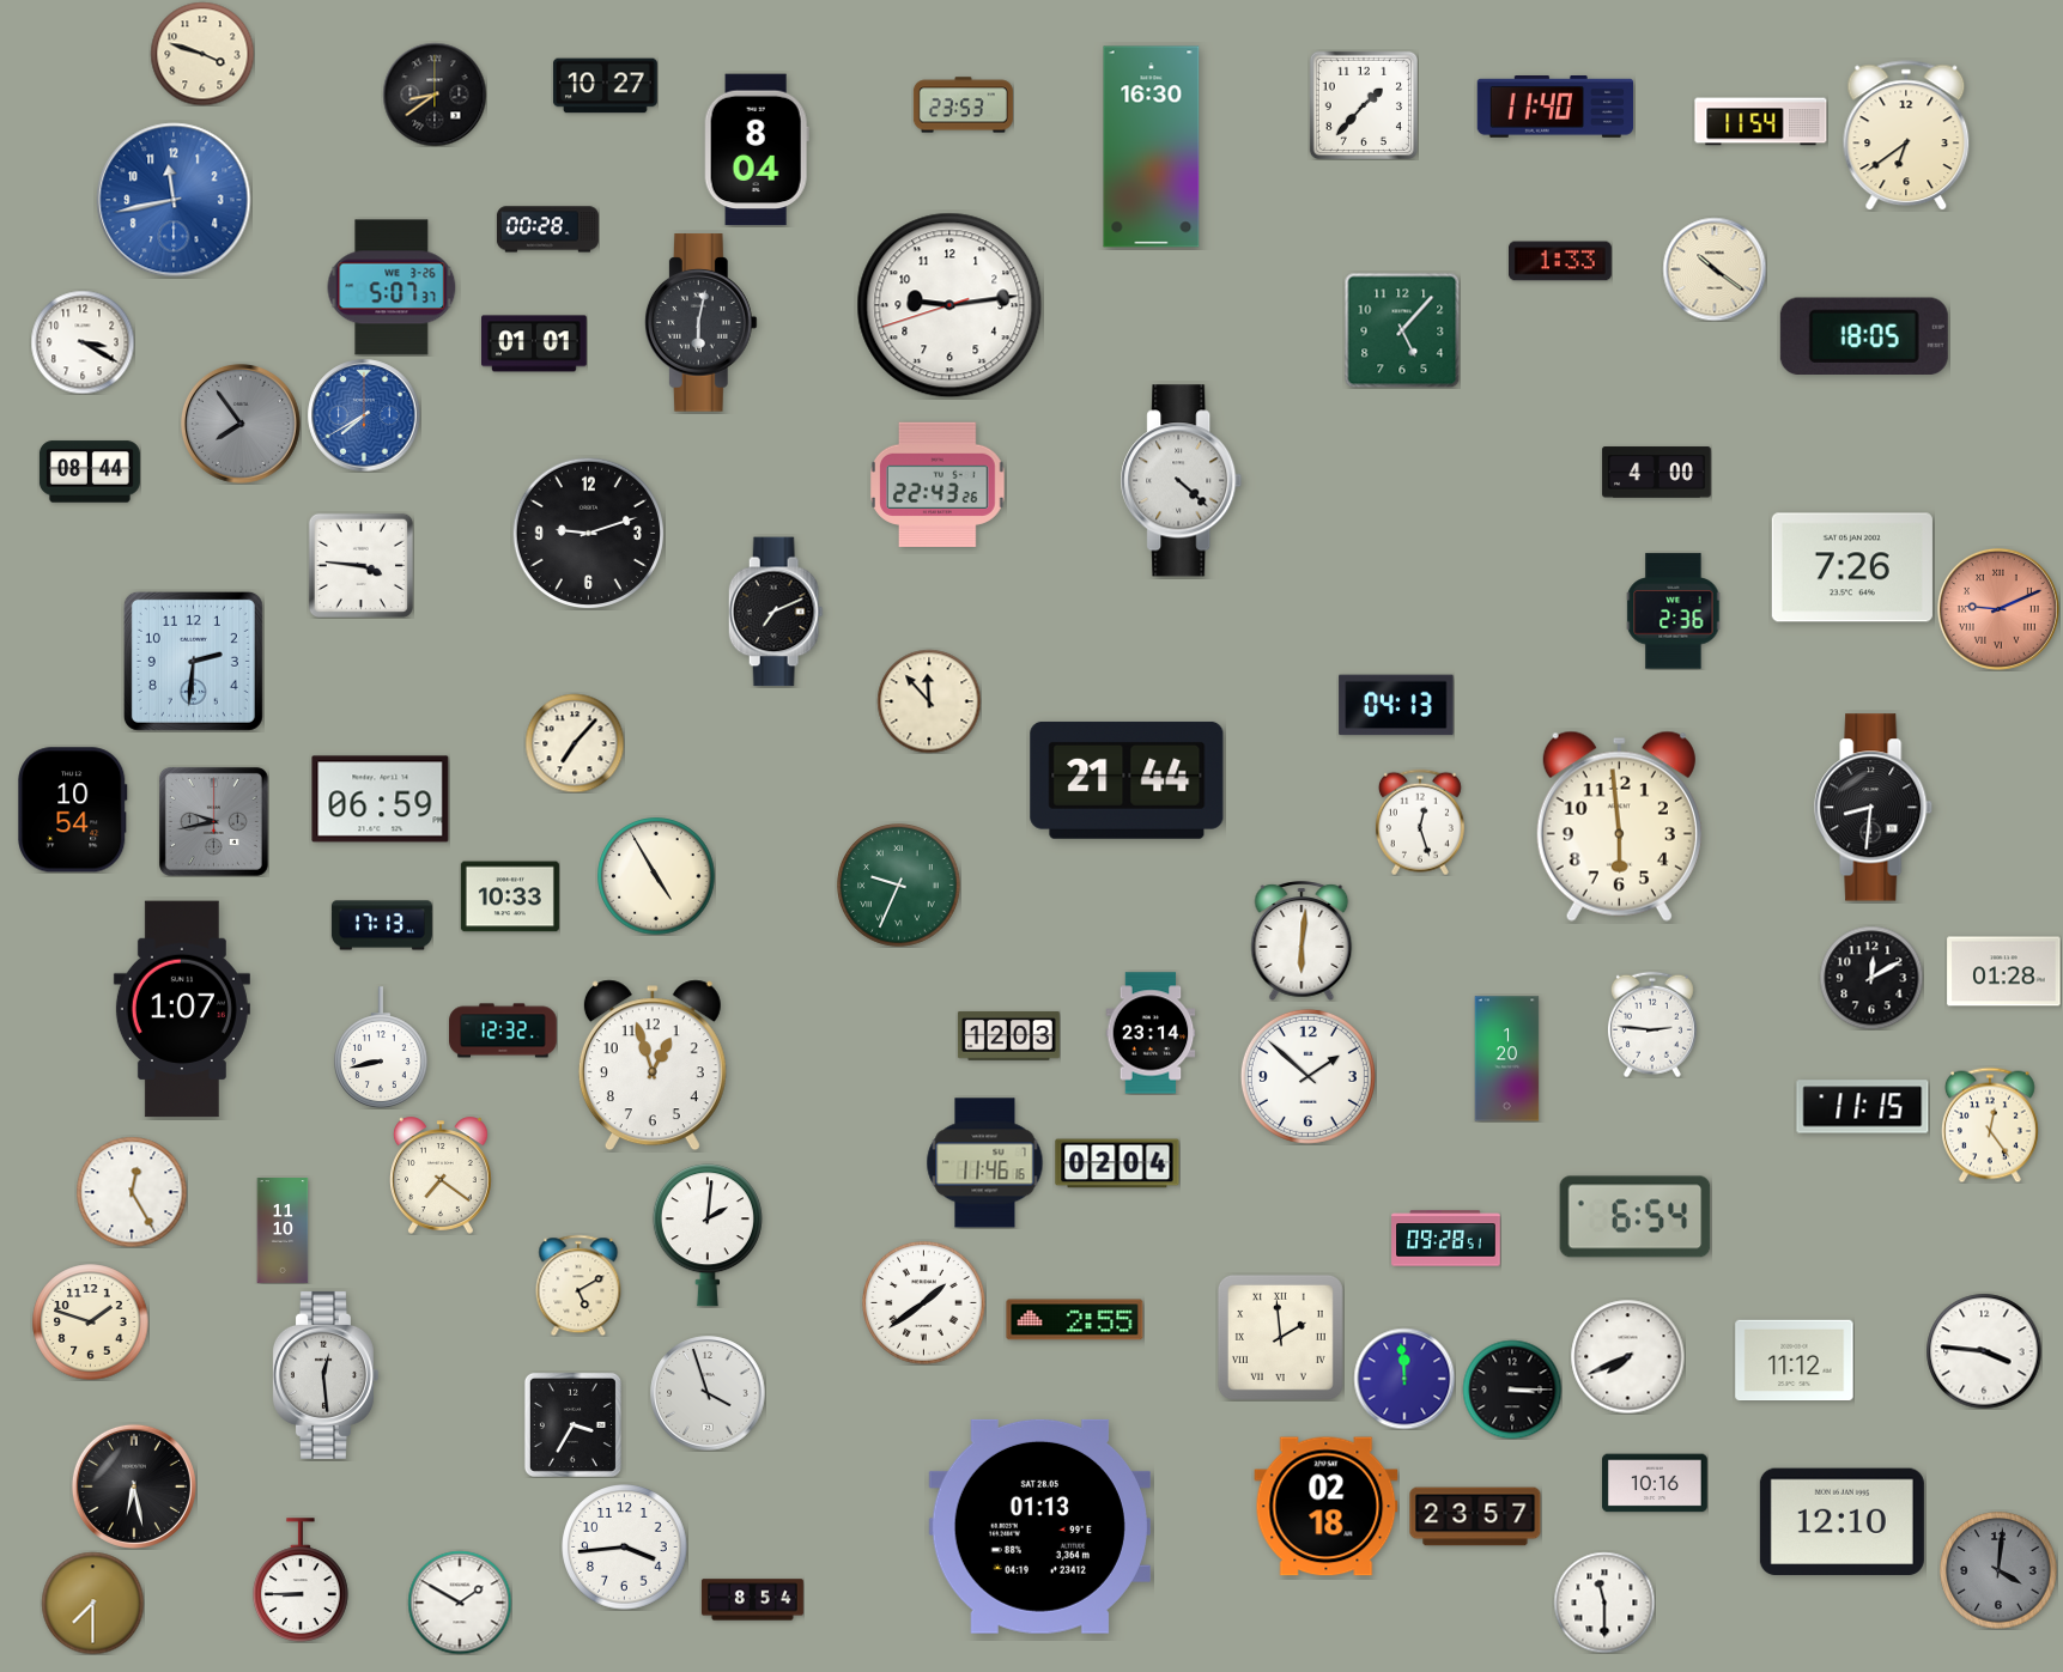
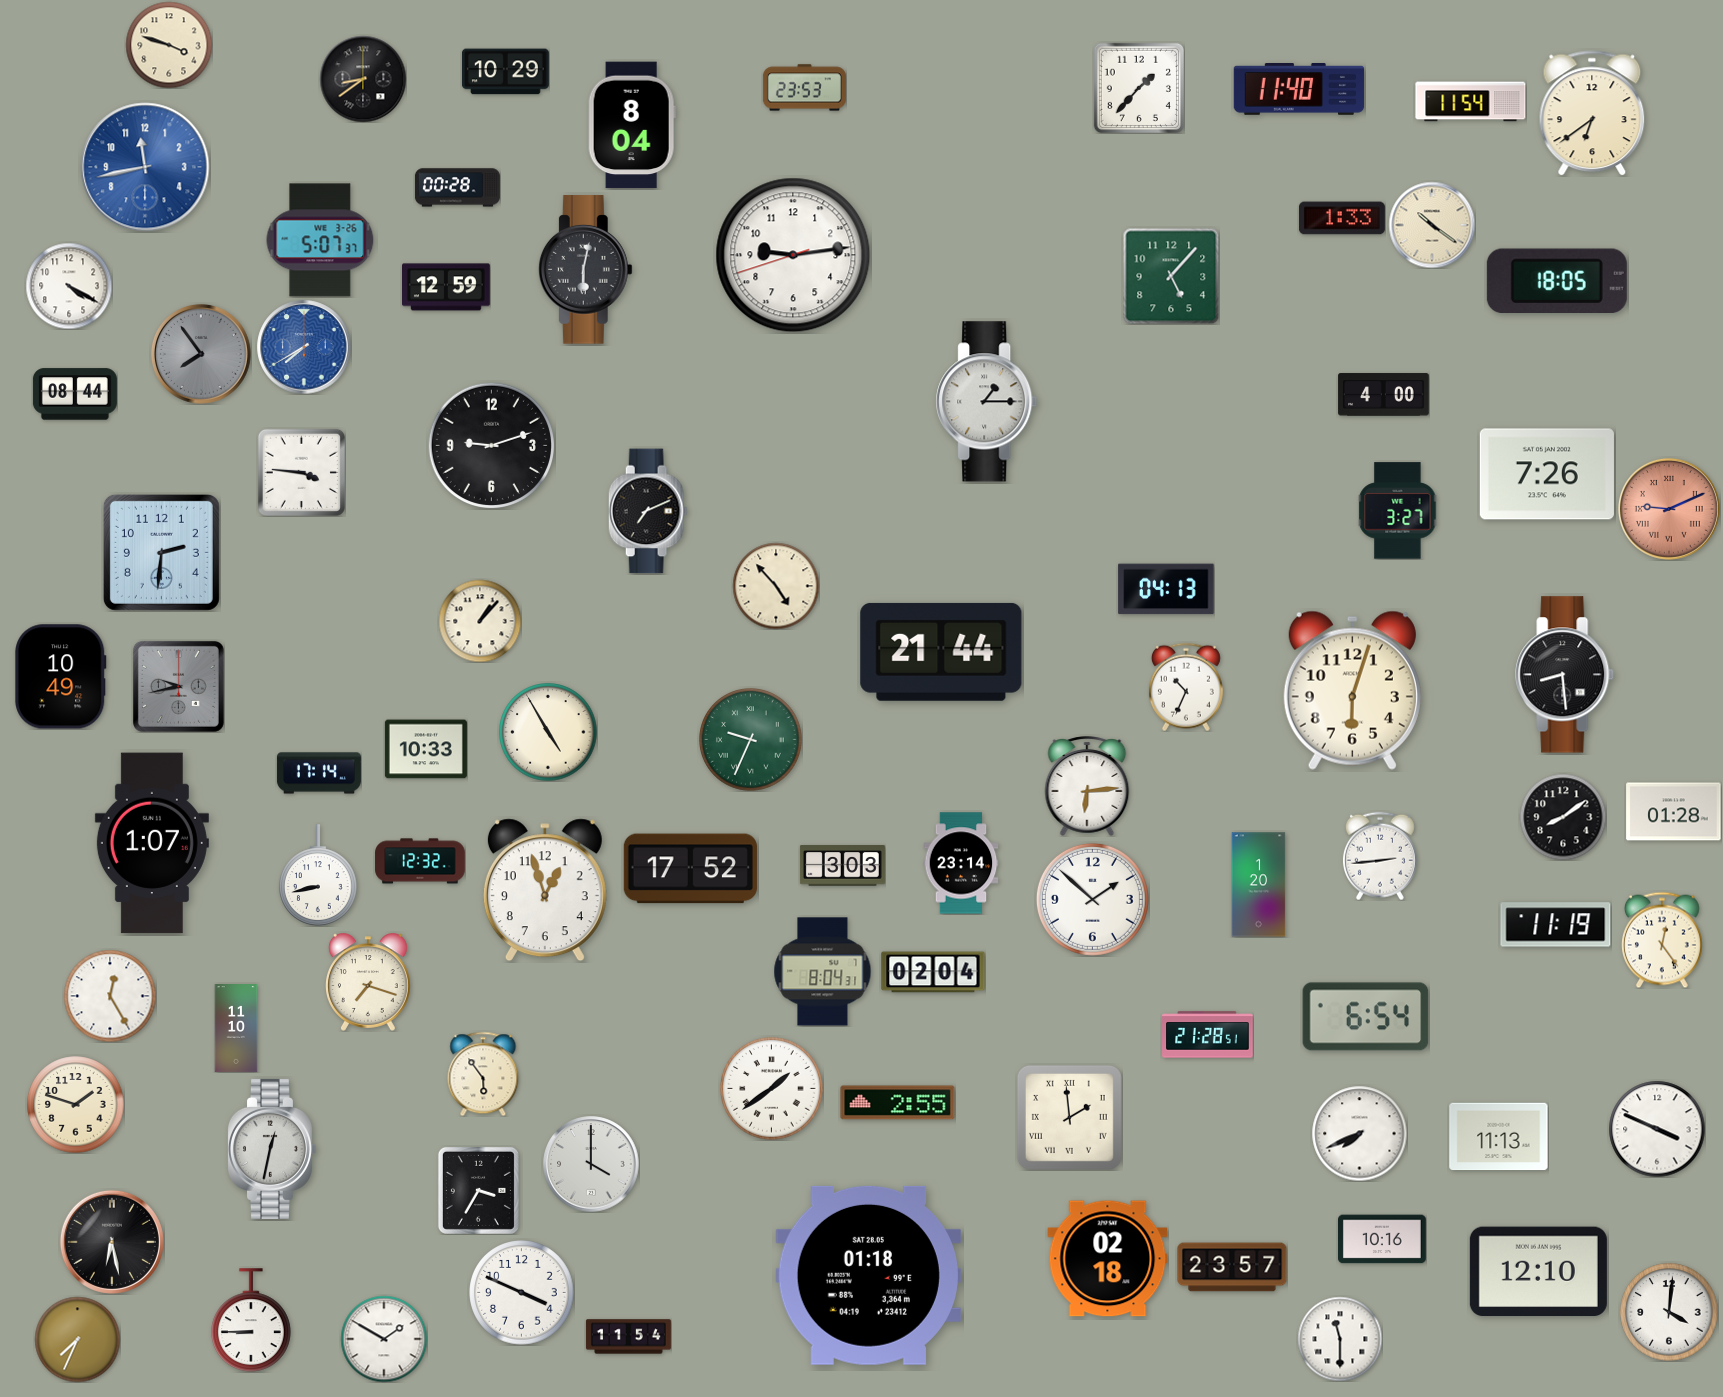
clock at (605, 86): 10:27 -> 10:29
clock at (1152, 147): 16:30 -> none
clock at (547, 230) position: (547, 230) -> (457, 188)
clock at (1560, 261) position: (1560, 261) -> (1342, 218)
clock at (392, 287) position: (392, 287) -> (320, 240)
clock at (83, 342): 3:20 -> 4:20
clock at (535, 343): 01:01 -> 12:59
clock at (1182, 481): 4:22 -> 1:15
clock at (939, 484): 22:43 -> none
clock at (1674, 612): 2:36 -> 3:27
clock at (929, 701): 11:53 -> 4:53
clock at (575, 743): 7:07 -> 1:07
clock at (381, 799): 06:59 -> none
clock at (1874, 808): 8:31 -> 8:29
clock at (73, 810): 10:54 -> 10:49
clock at (1420, 822): 12:27 -> 10:34
clock at (1619, 826): 5:59 -> 6:03
clock at (382, 925): 17:13 -> 17:14
clock at (1301, 941): 6:01 -> 6:14
clock at (1871, 978): 12:10 -> 8:09
clock at (1652, 1025): 2:46 -> 2:44
clock at (1008, 1036): 12:03 -> 3:03
clock at (690, 869): none -> 17:52
clock at (1863, 1107): 11:15 -> 11:19
clock at (985, 1163): 11:46 -> 8:04
clock at (442, 1175): 7:21 -> 7:18
clock at (708, 1235): 2:01 -> none
clock at (1446, 1239): 09:28 -> 21:28
clock at (578, 1285): 5:10 -> 5:54
clock at (1984, 1351): 3:46 -> 3:49
clock at (1795, 1361): 11:12 -> 11:13
clock at (324, 1375): 12:29 -> 12:32
clock at (1404, 1379): 11:59 -> none
clock at (1512, 1390): 3:15 -> none
clock at (708, 1393): 3:57 -> 4:00
clock at (1039, 1526): 01:13 -> 01:18
clock at (625, 1548): 3:44 -> 3:49
clock at (1998, 1570) dial: grey -> white
clock at (752, 1600): 8:54 -> 11:54
clock at (92, 1603): 7:30 -> 7:34
